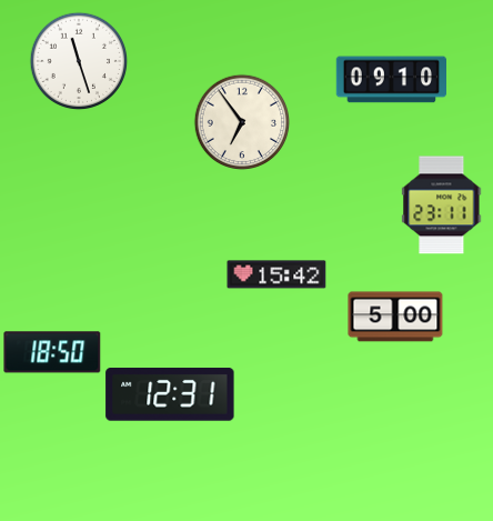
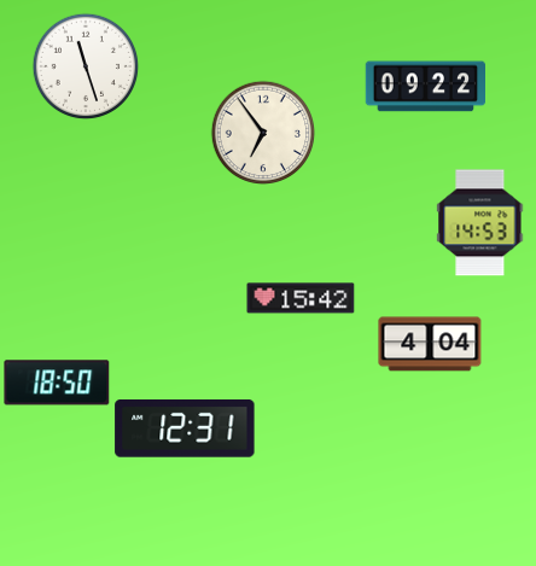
clock at (392, 80): 09:10 -> 09:22
clock at (442, 206): 23:11 -> 14:53
clock at (395, 317): 5:00 -> 4:04
